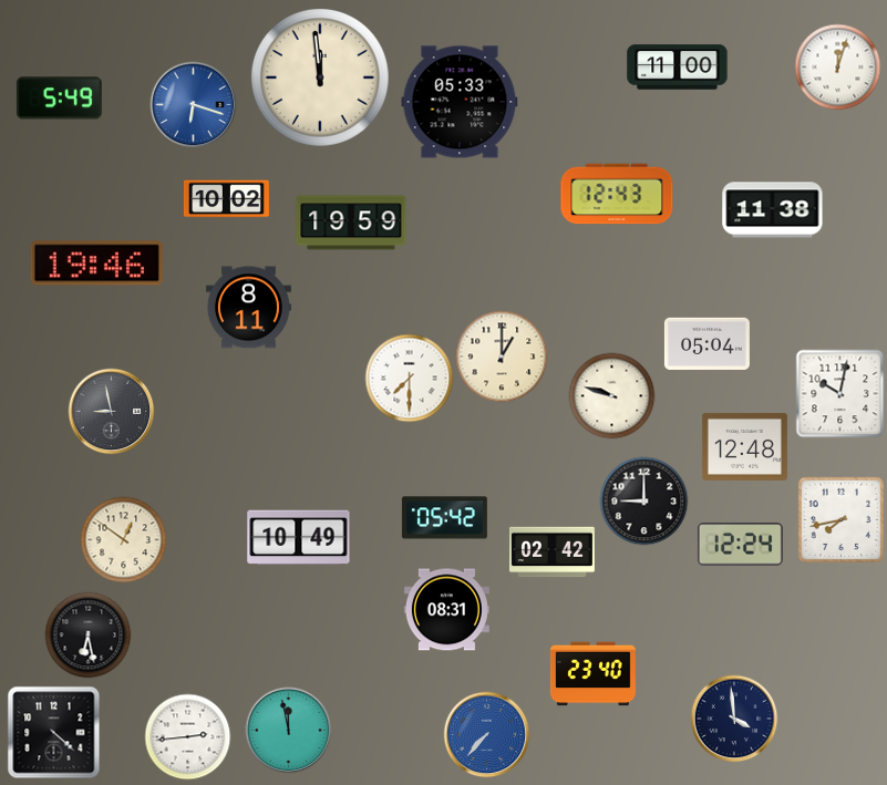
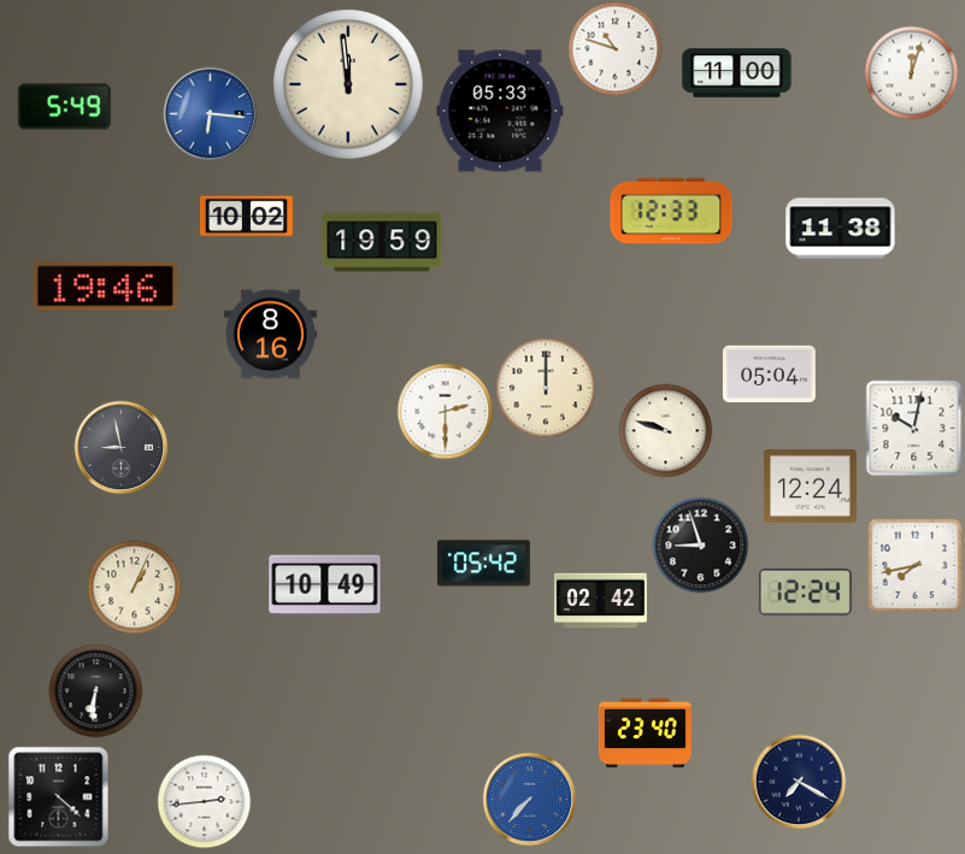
clock at (614, 48): none -> 10:48
clock at (193, 104): 6:18 -> 6:16
clock at (617, 194): 12:43 -> 12:33
clock at (248, 308): 8:11 -> 8:16
clock at (502, 357): 1:00 -> 12:00
clock at (409, 378): 7:30 -> 2:30
clock at (744, 446): 12:48 -> 12:24
clock at (643, 500): 9:00 -> 8:57
clock at (123, 539): 12:51 -> 1:04
clock at (446, 610): 08:31 -> none
clock at (87, 634): 6:28 -> 6:31
clock at (734, 719): 3:59 -> 7:20
clock at (288, 730): 11:58 -> none
